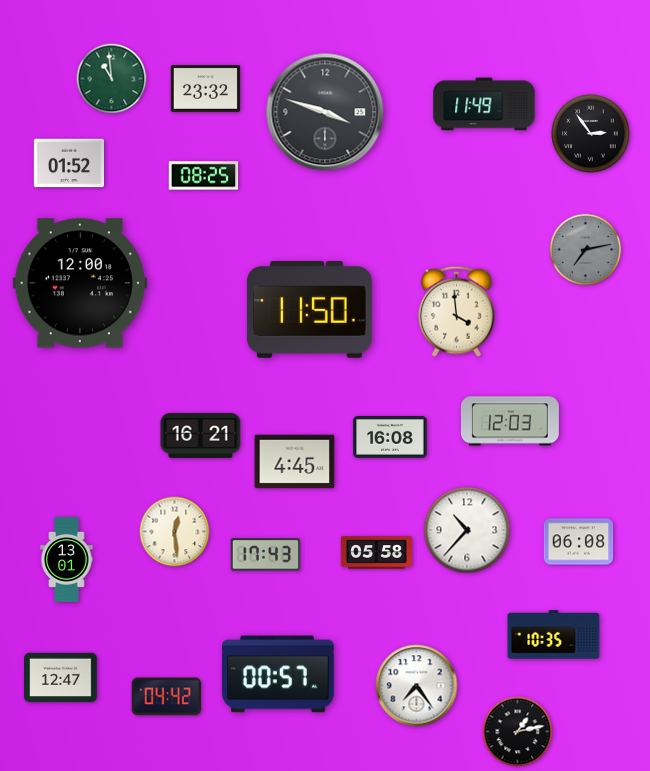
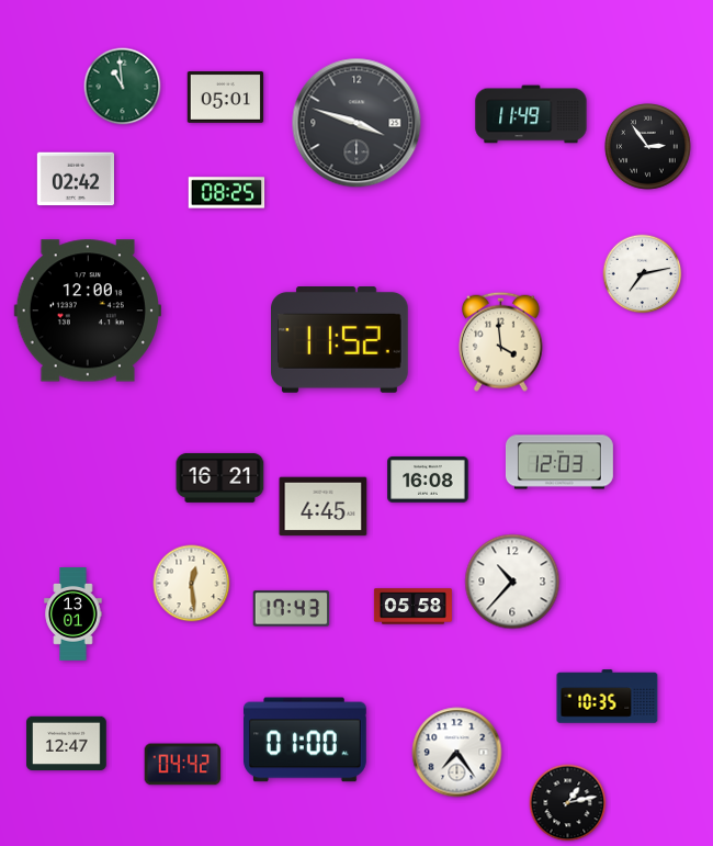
clock at (206, 89): 23:32 -> 05:01
clock at (68, 163): 01:52 -> 02:42
clock at (204, 176) position: (204, 176) -> (227, 193)
clock at (586, 250) dial: grey -> white
clock at (310, 310): 11:50 -> 11:52
clock at (579, 542): 06:08 -> none
clock at (279, 674): 00:57 -> 01:00
